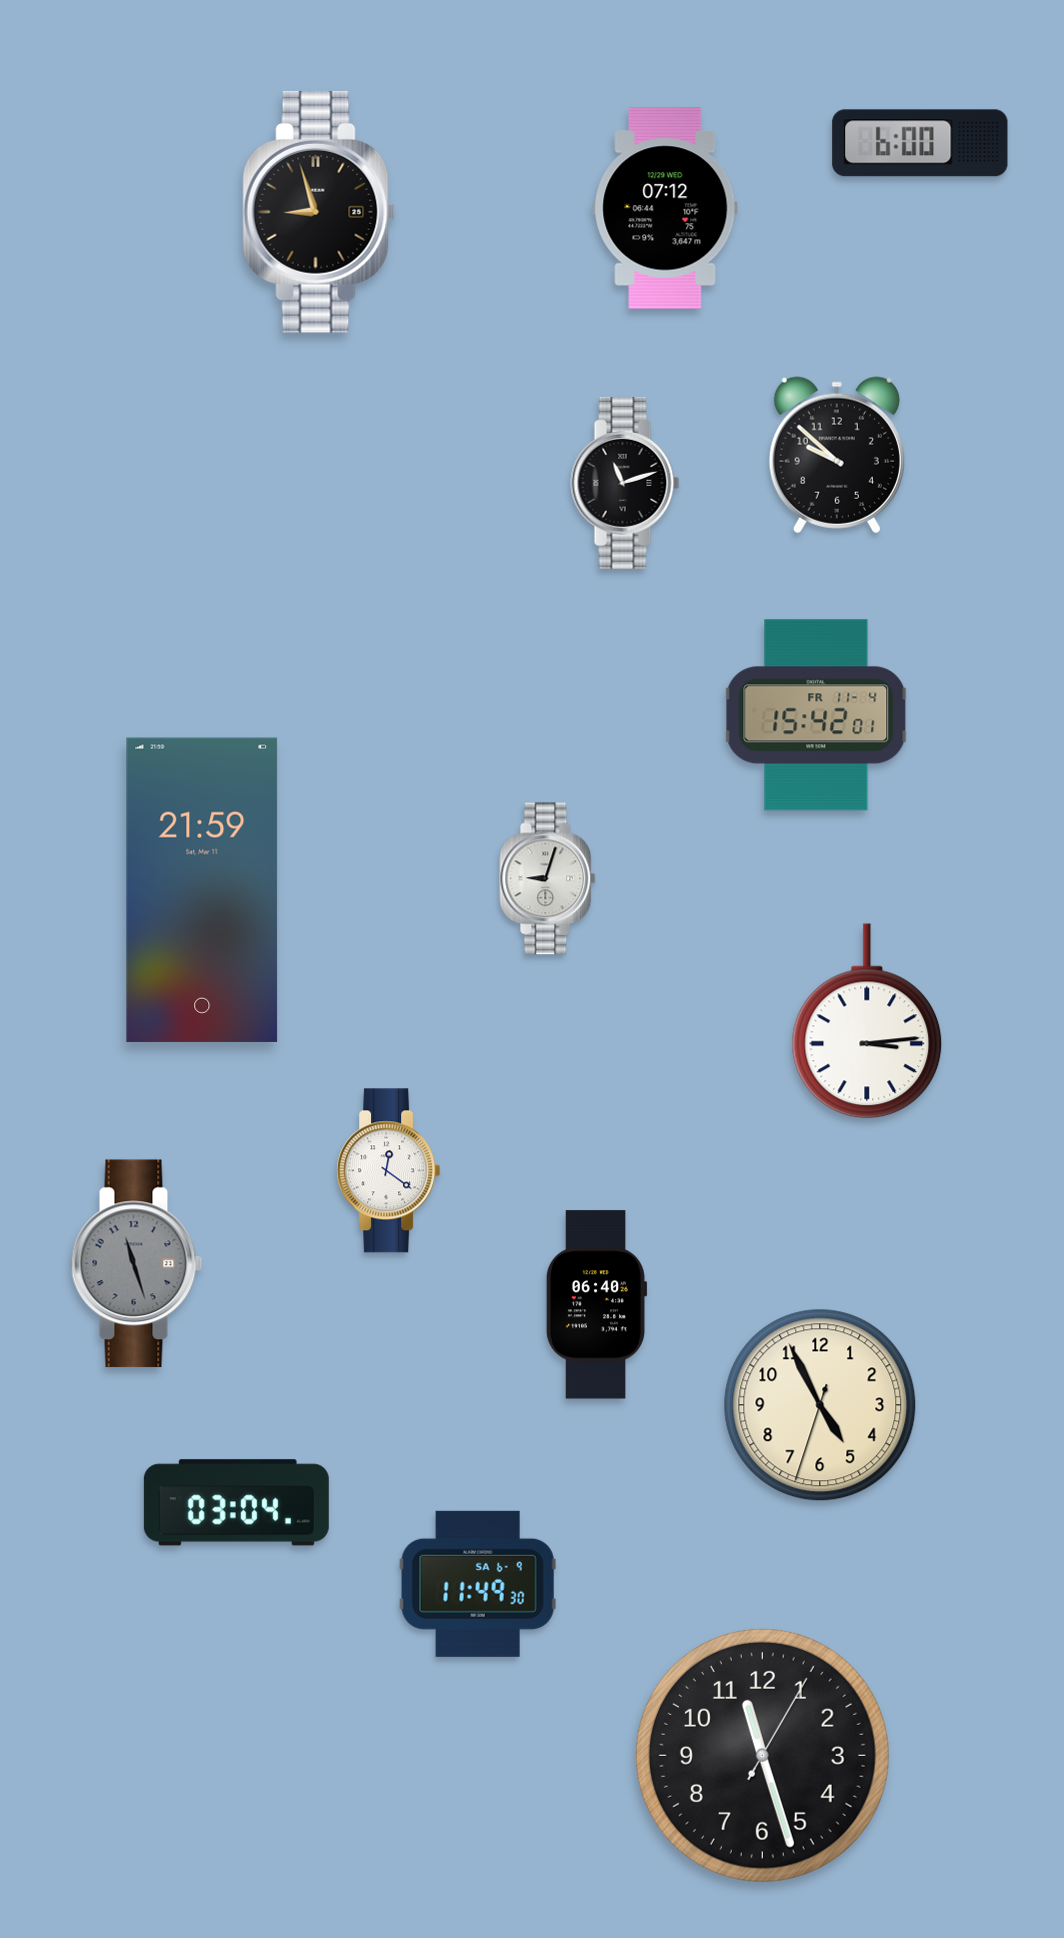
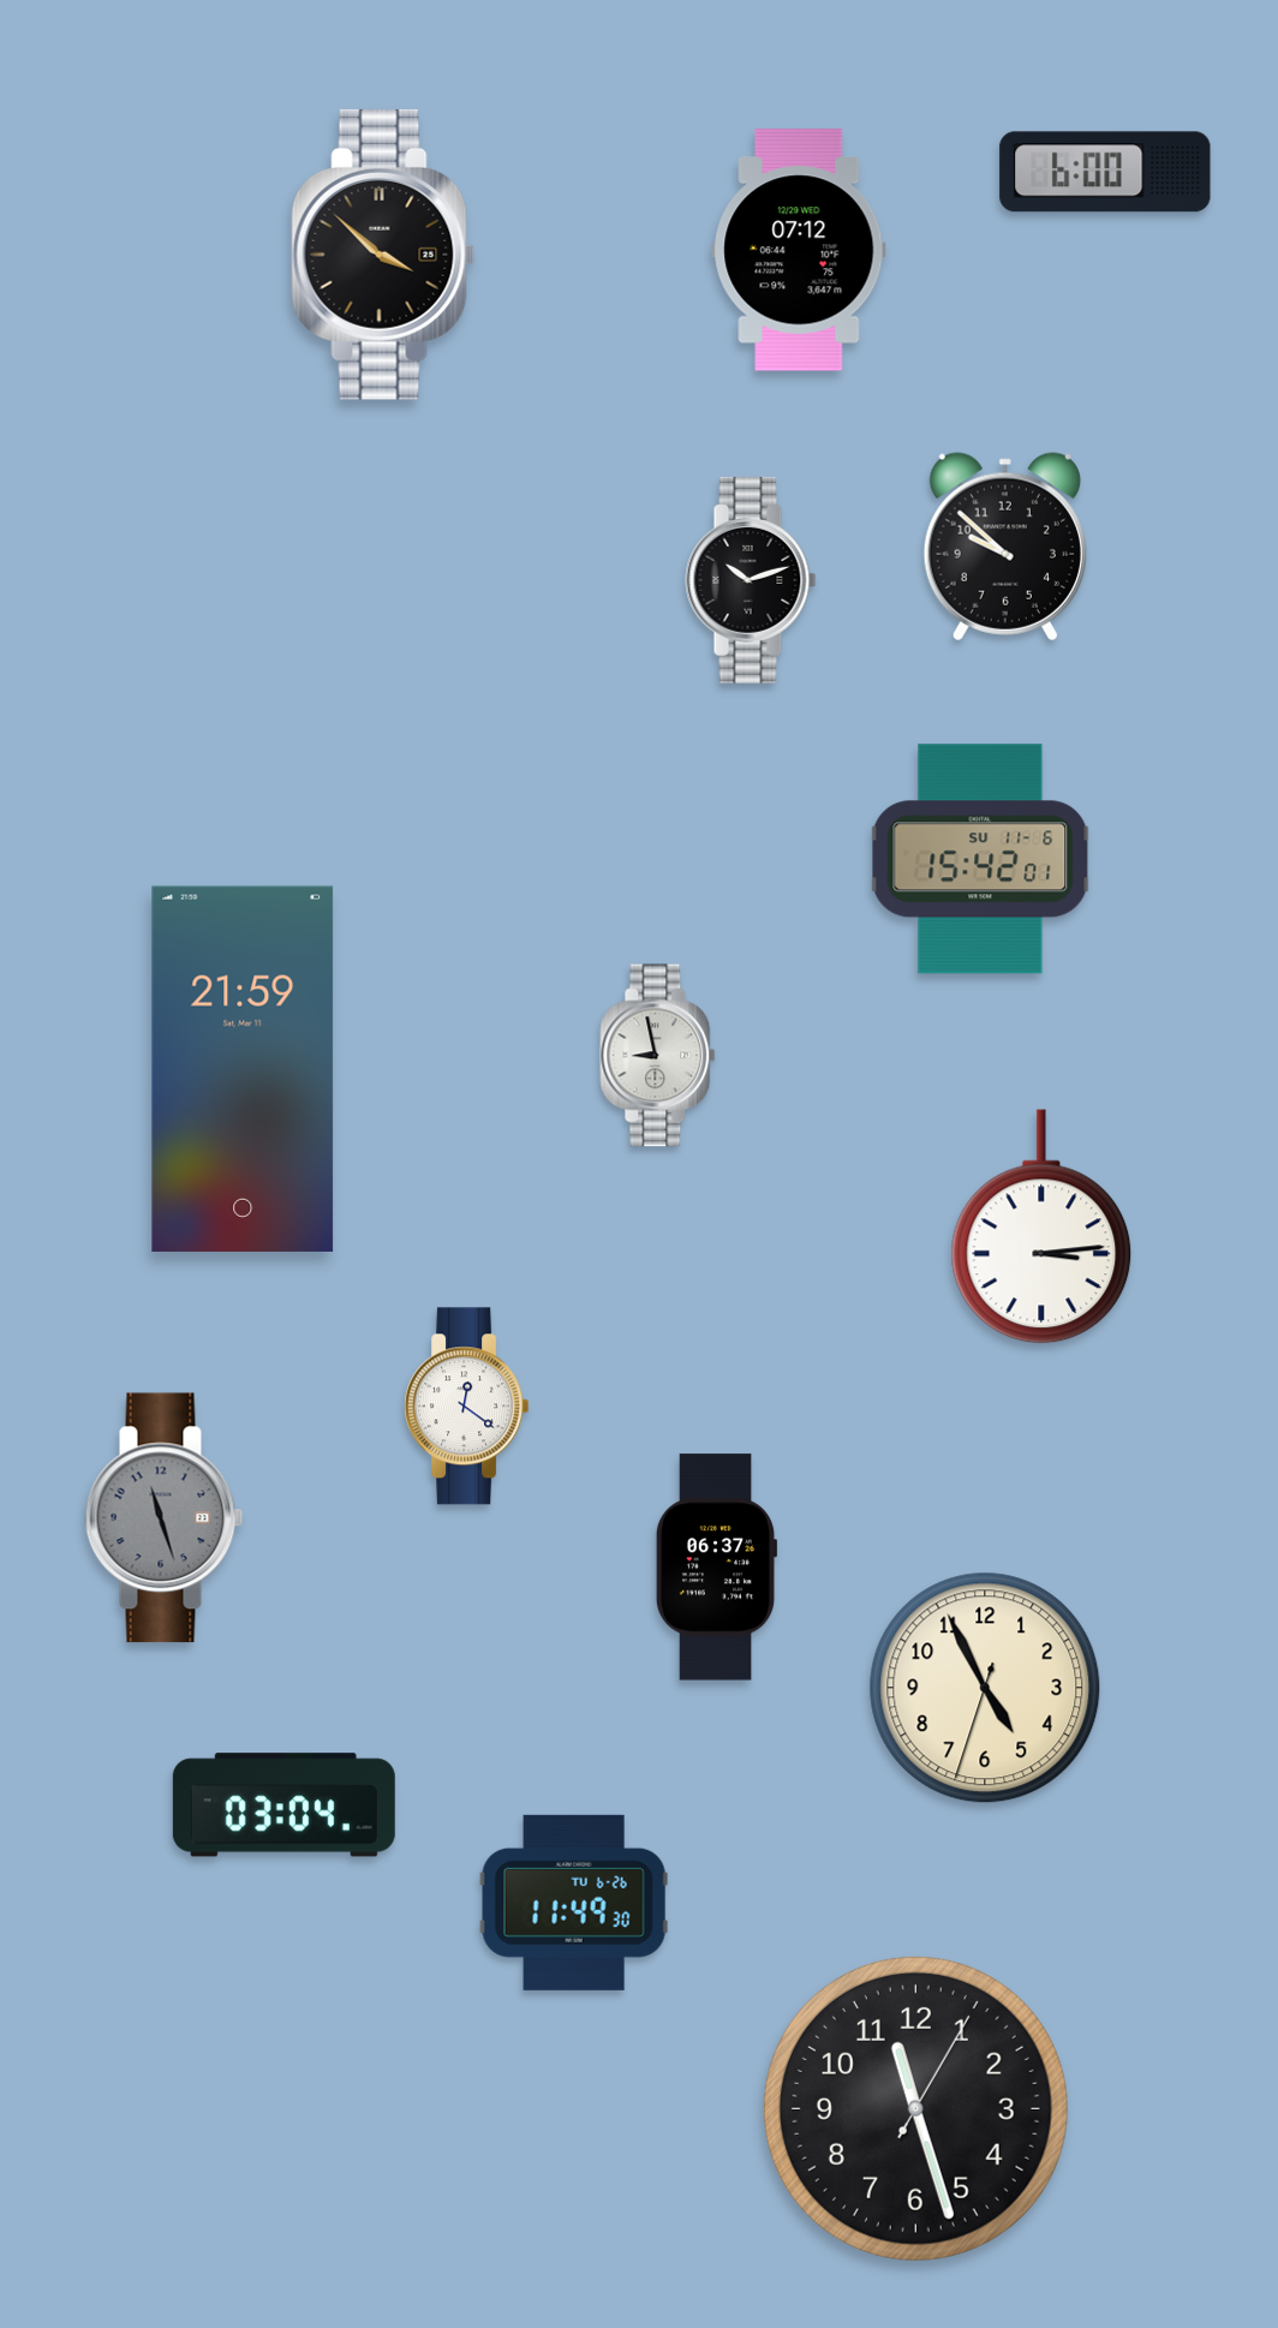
clock at (319, 212): 8:57 -> 3:52
clock at (625, 483): 11:12 -> 10:12
clock at (816, 715) date: FR 11-4 -> SU 11-6
clock at (548, 879): 9:03 -> 8:58
clock at (596, 1305): 06:40 -> 06:37
clock at (478, 1584) date: SA 6-9 -> TU 6-26
